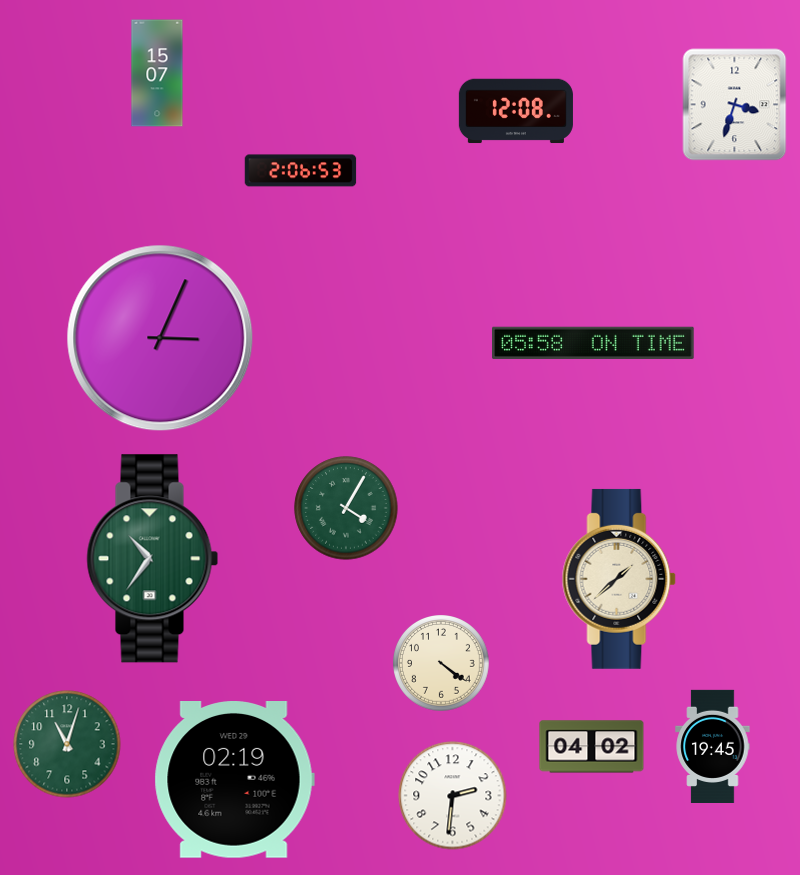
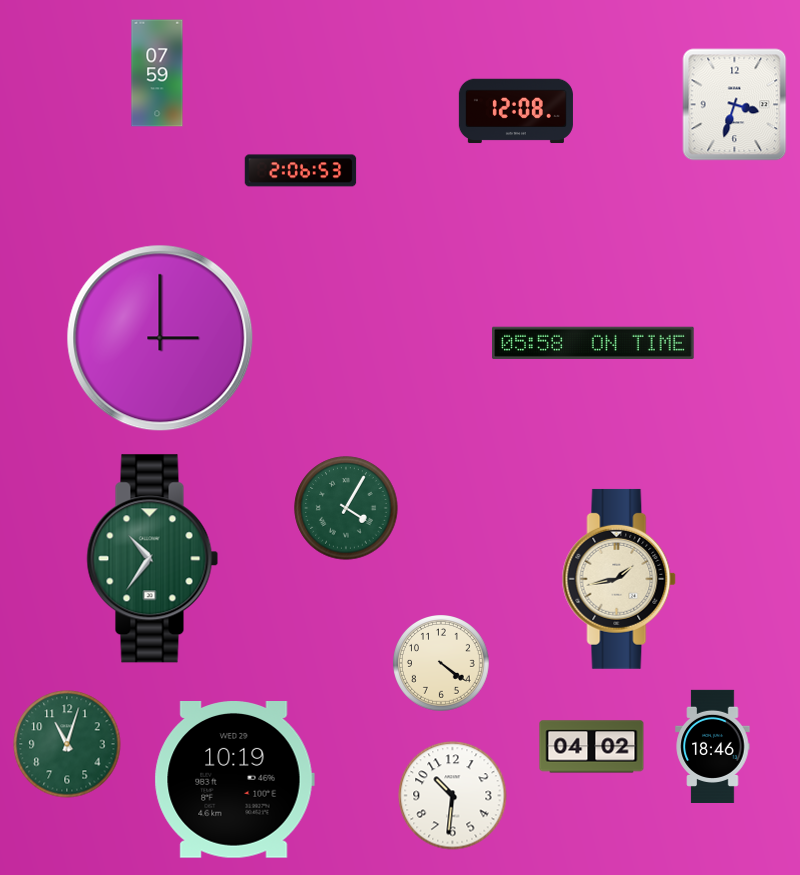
clock at (157, 73): 15:07 -> 07:59
clock at (160, 338): 3:04 -> 3:00
clock at (619, 579): 1:38 -> 1:43
clock at (713, 746): 19:45 -> 18:46
clock at (234, 780): 02:19 -> 10:19
clock at (453, 796): 2:31 -> 10:31
